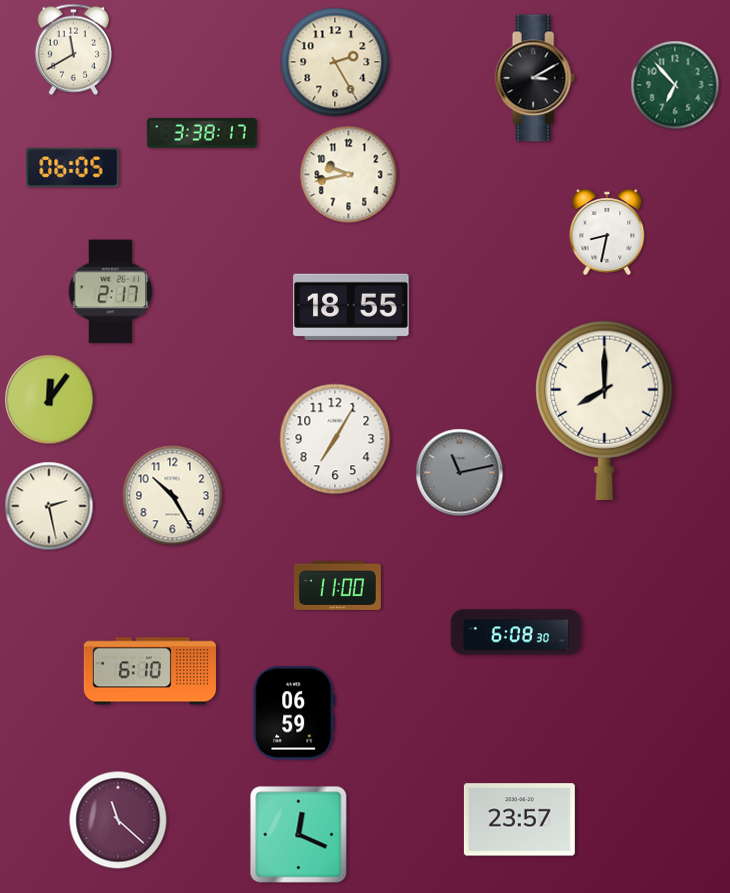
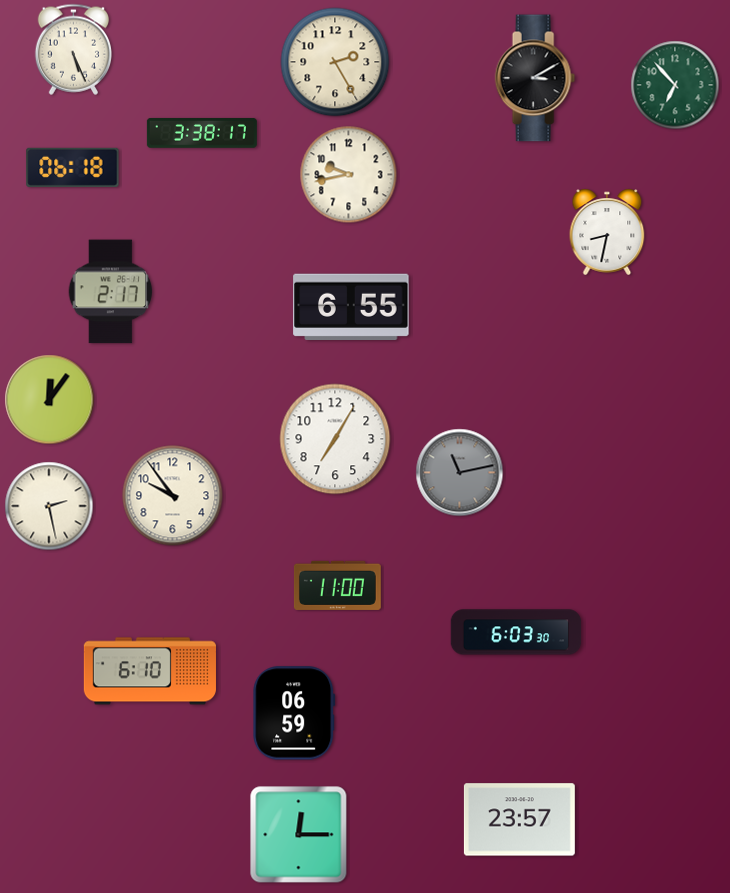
clock at (73, 49): 11:40 -> 5:26
clock at (73, 167): 06:05 -> 06:18
clock at (351, 306): 18:55 -> 6:55
clock at (605, 410): 8:00 -> none
clock at (173, 496): 10:25 -> 9:54
clock at (516, 632): 6:08 -> 6:03
clock at (118, 820): 11:22 -> none
clock at (299, 835): 12:19 -> 12:15
